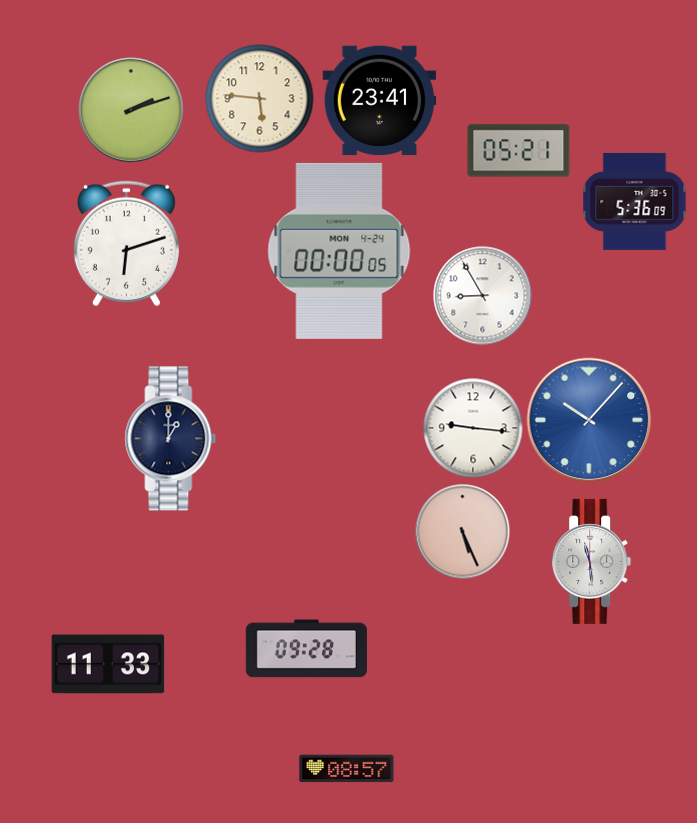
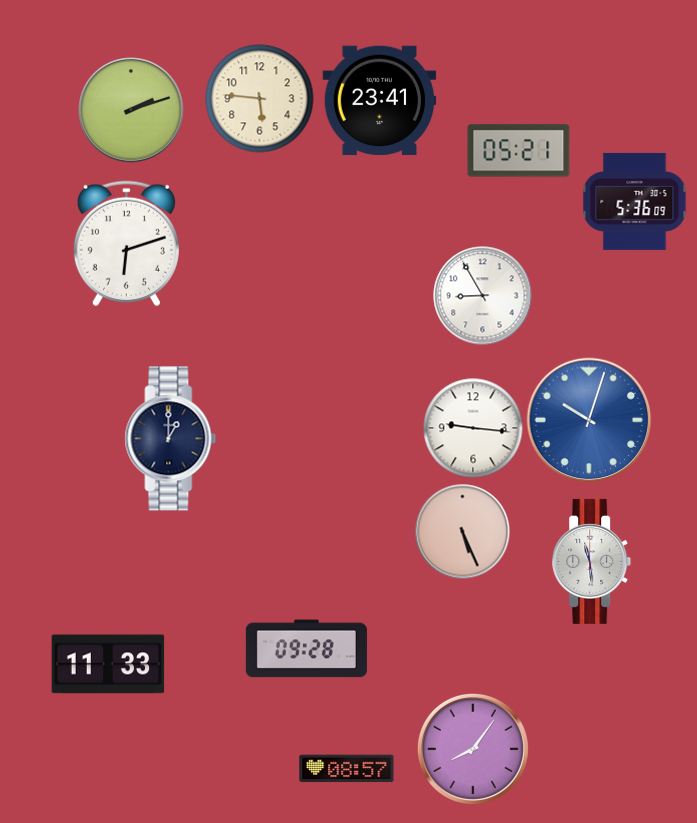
clock at (339, 251): 00:00 -> none
clock at (589, 420): 10:07 -> 10:03
clock at (473, 749): none -> 8:06
